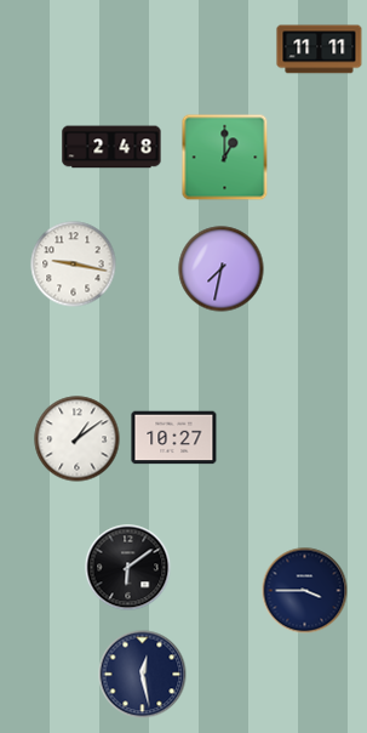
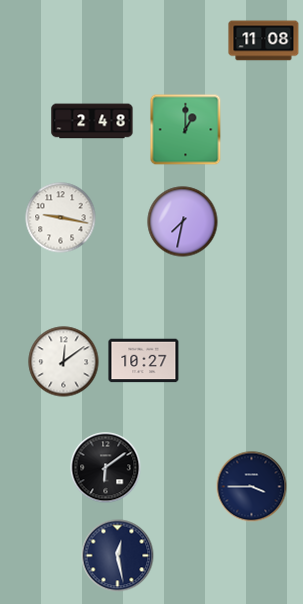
clock at (320, 50): 11:11 -> 11:08
clock at (78, 439): 1:09 -> 12:09
